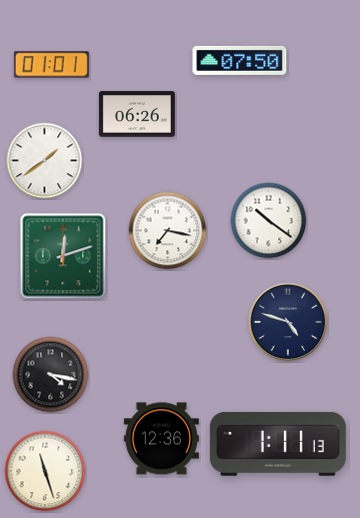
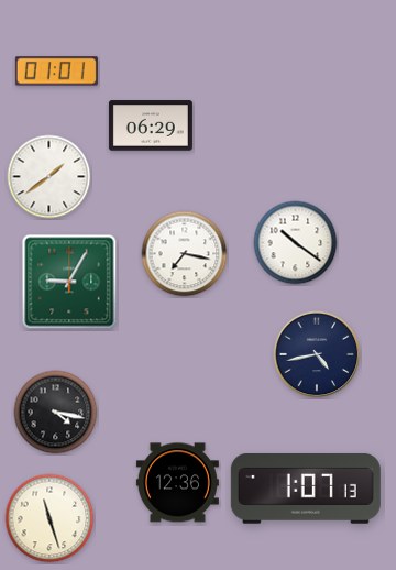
clock at (240, 60): 07:50 -> none
clock at (137, 114): 06:26 -> 06:29
clock at (63, 256): 12:12 -> 9:05
clock at (288, 322): 4:48 -> 4:43
clock at (278, 444): 1:11 -> 1:07
